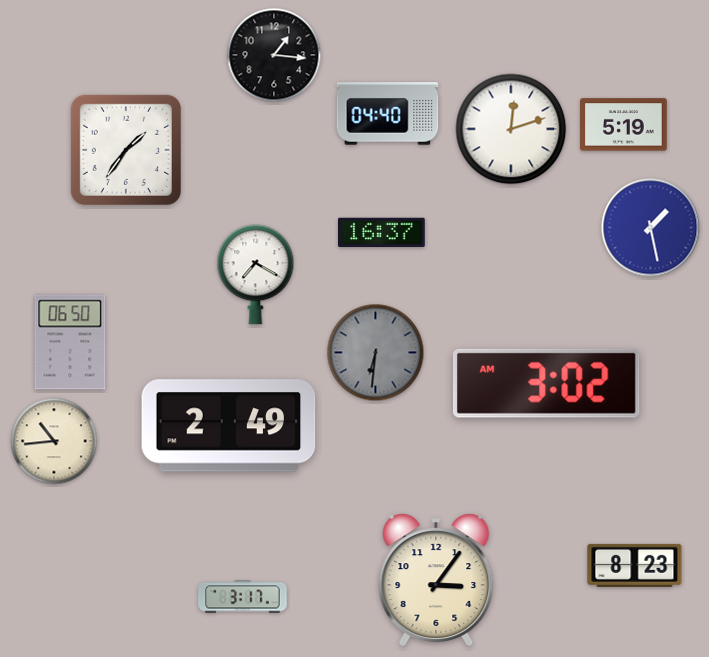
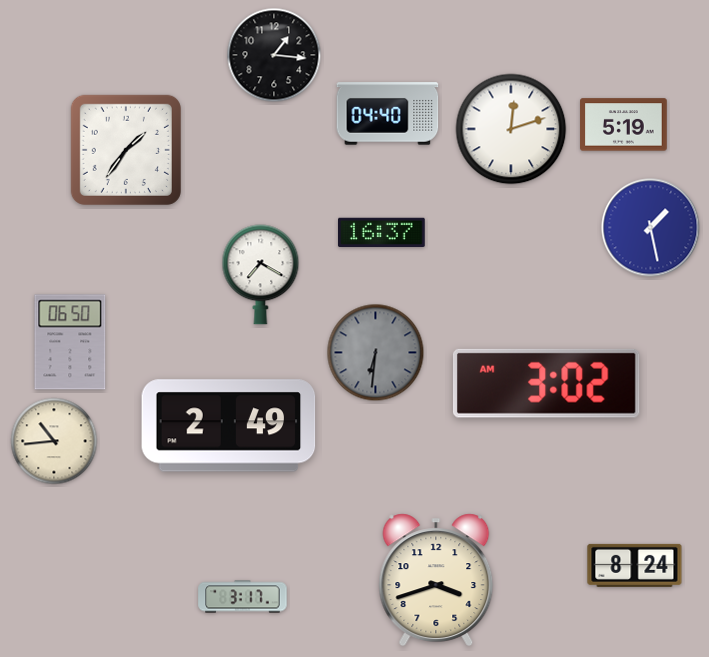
clock at (256, 275) position: (256, 275) -> (261, 275)
clock at (635, 565): 8:23 -> 8:24
clock at (436, 580): 3:06 -> 3:42
